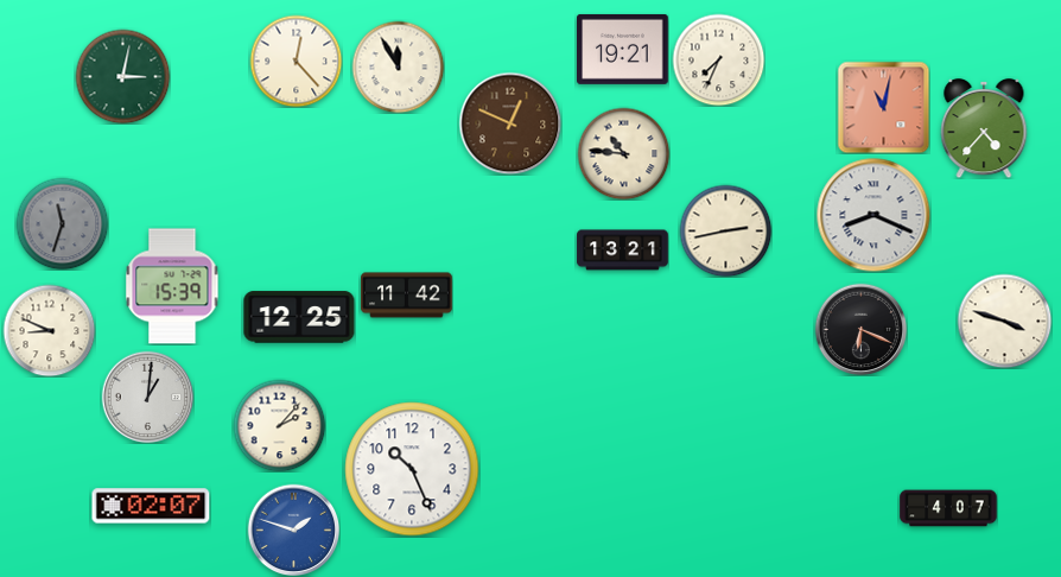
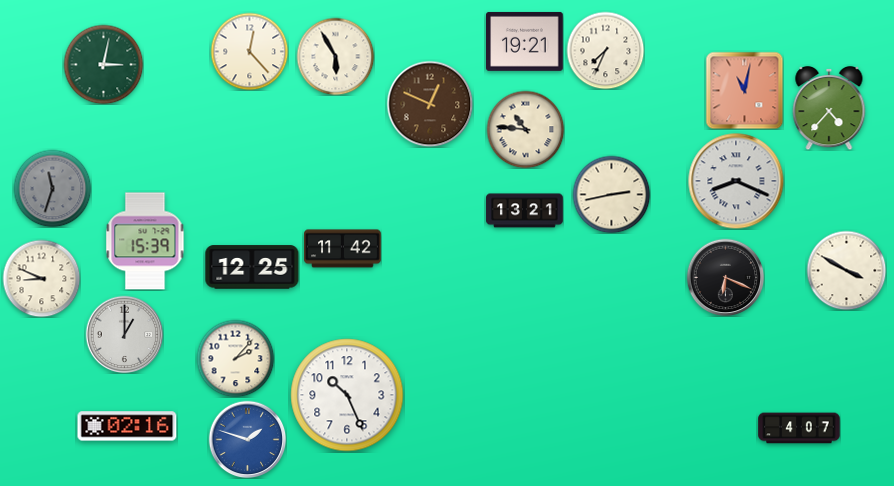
clock at (398, 66): 11:55 -> 5:55
clock at (1004, 321): 3:48 -> 3:50
clock at (147, 397): 1:01 -> 1:00
clock at (151, 506): 02:07 -> 02:16
clock at (293, 530) position: (293, 530) -> (247, 439)
